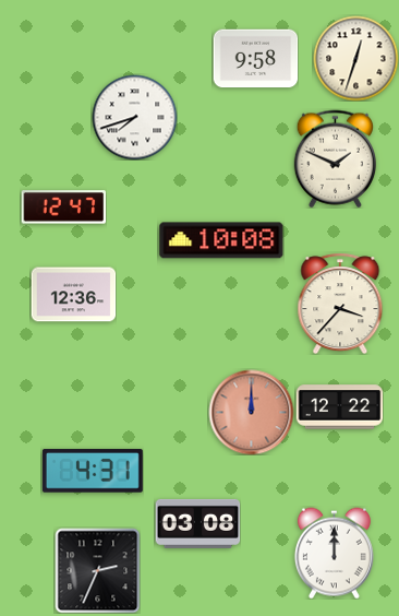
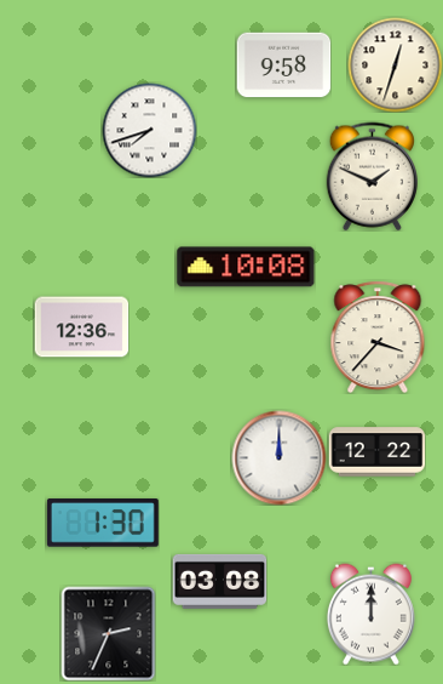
clock at (63, 208): 12:47 -> none
clock at (251, 412) dial: salmon -> white
clock at (93, 471): 4:31 -> 1:30
